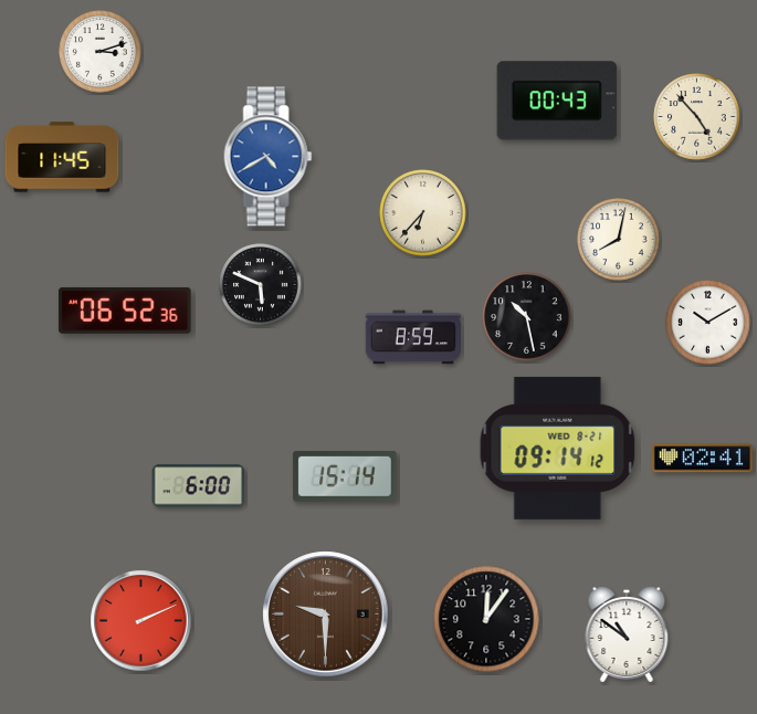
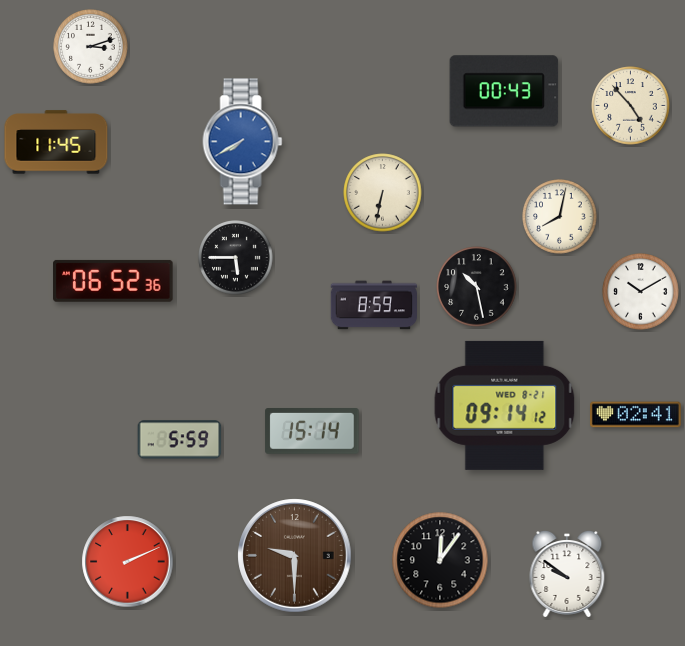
clock at (269, 157): 4:40 -> 7:40
clock at (423, 213): 6:37 -> 6:32
clock at (261, 285): 5:49 -> 5:45
clock at (199, 486): 6:00 -> 5:59
clock at (627, 636): 10:51 -> 9:51
